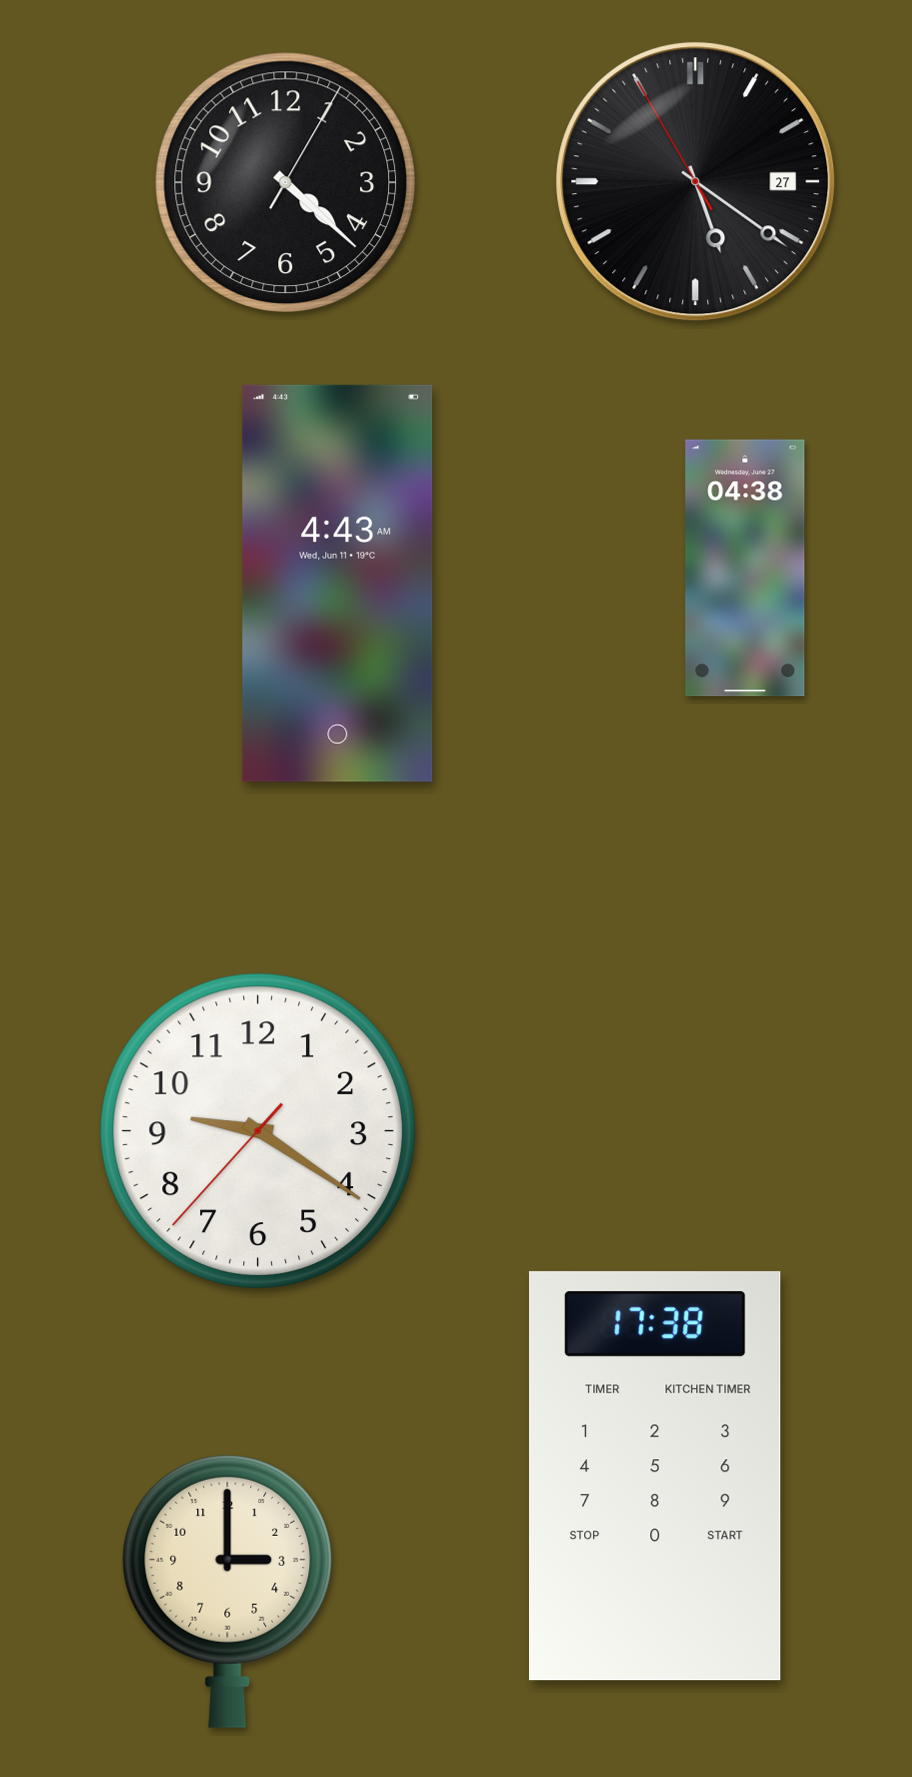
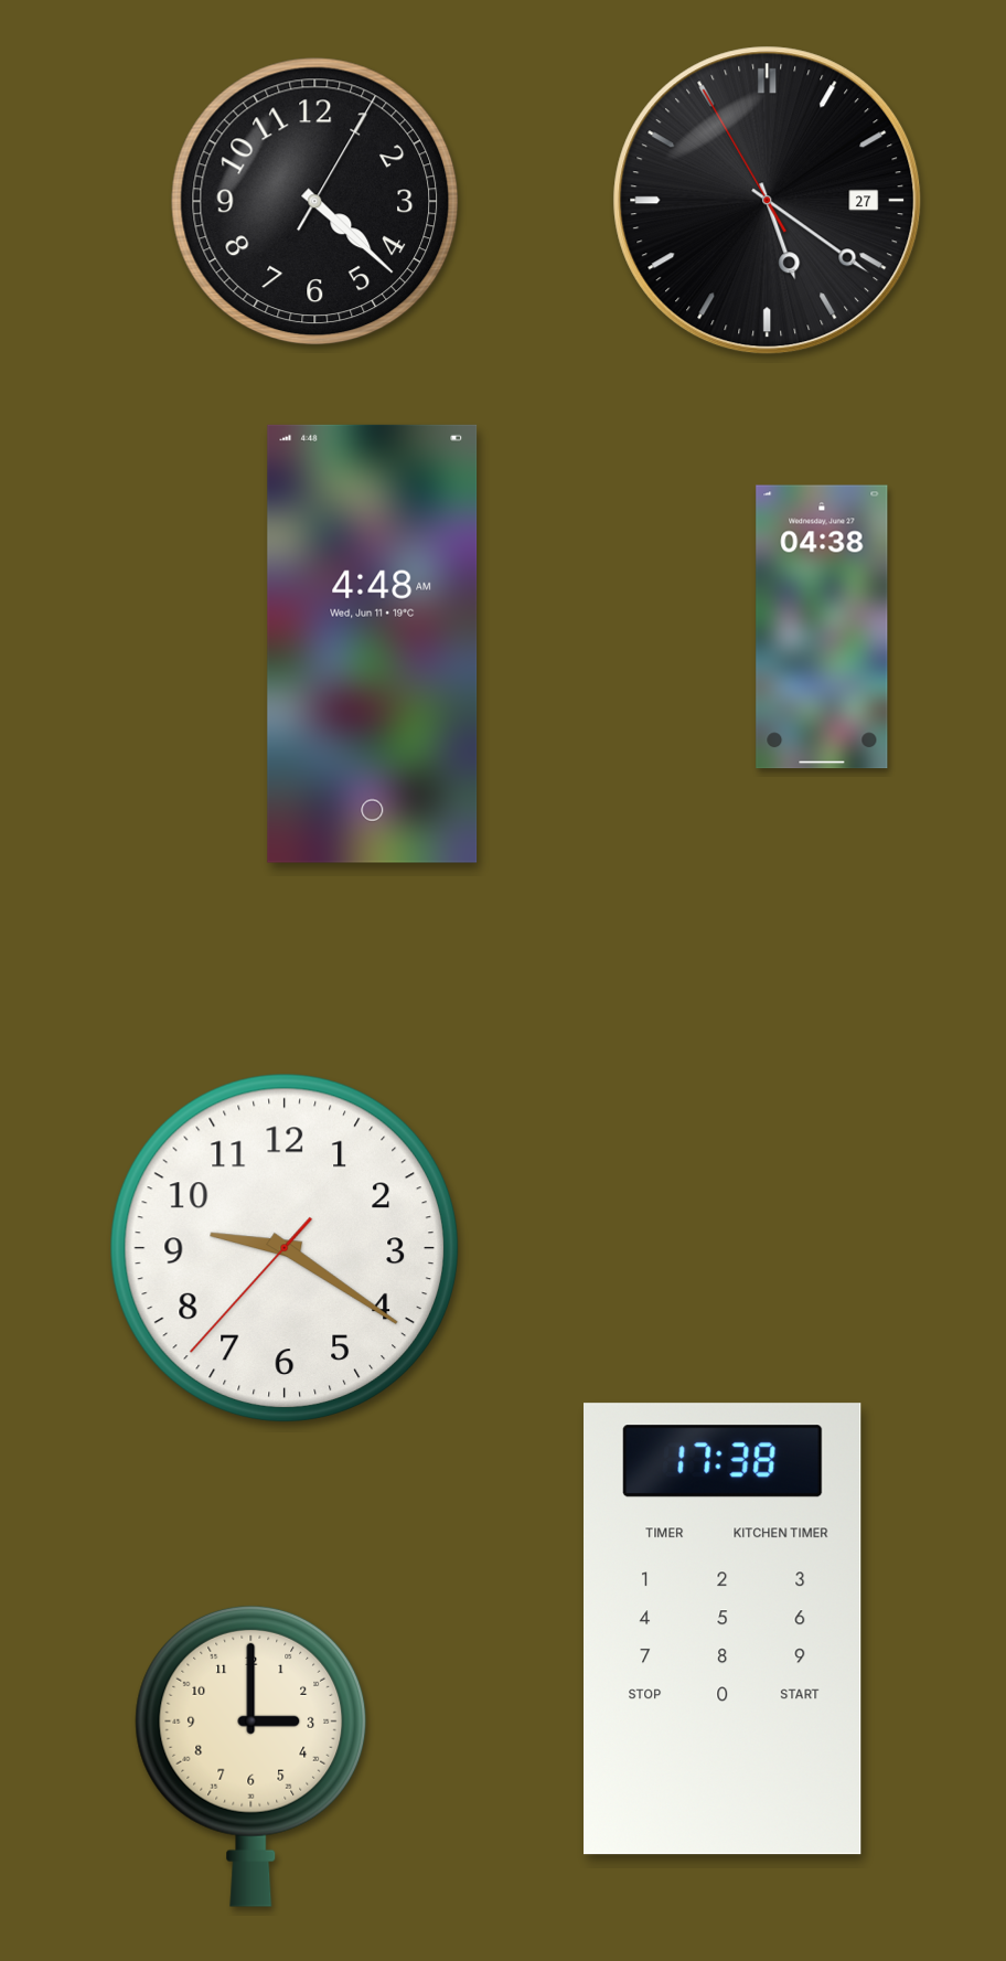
clock at (338, 583): 4:43 -> 4:48
